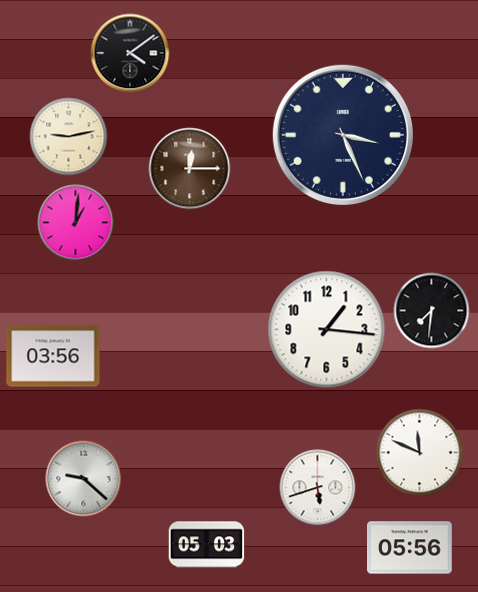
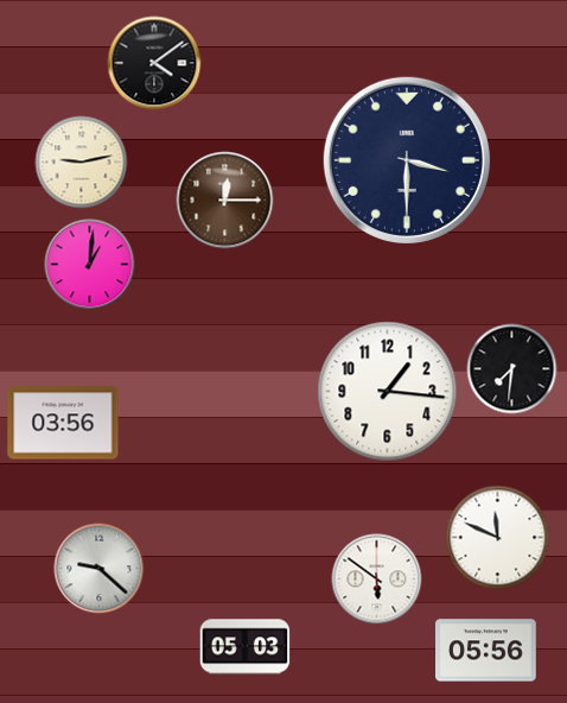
clock at (343, 135): 3:26 -> 3:30
clock at (318, 488): 5:42 -> 5:51
